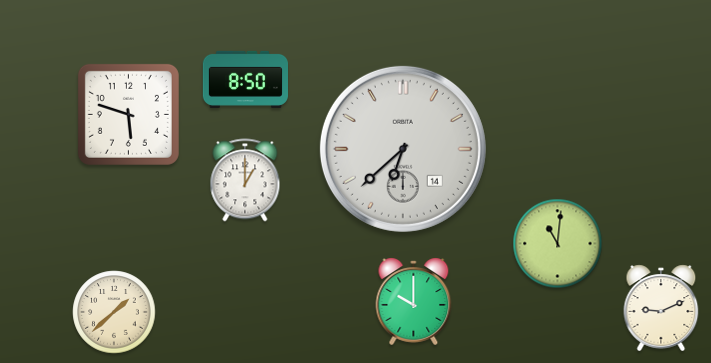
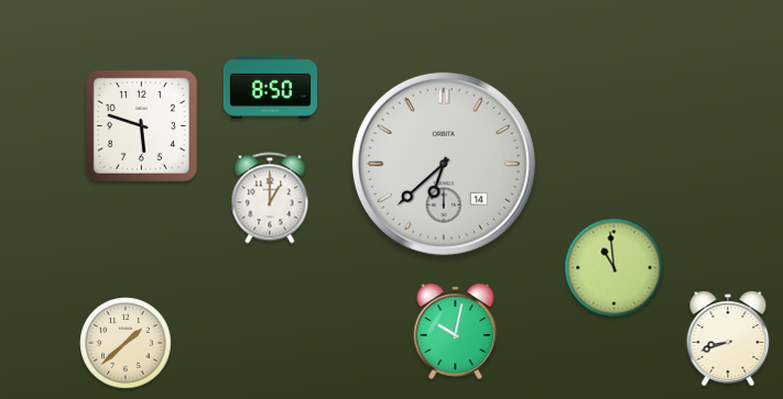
clock at (558, 244): 11:01 -> 10:59
clock at (414, 301): 10:00 -> 10:02
clock at (661, 308): 9:11 -> 8:42
